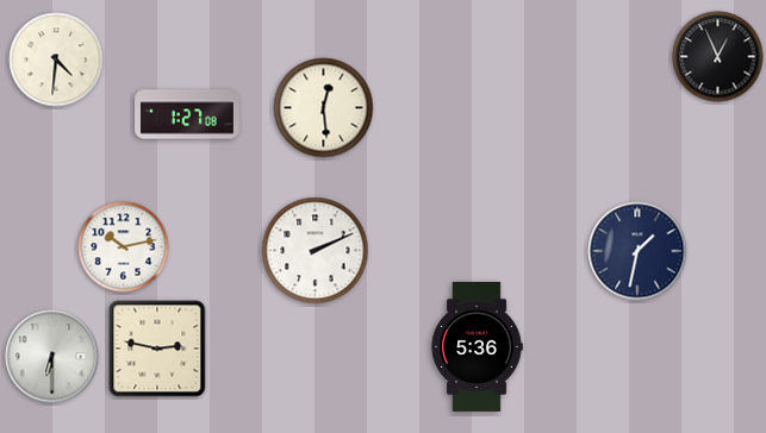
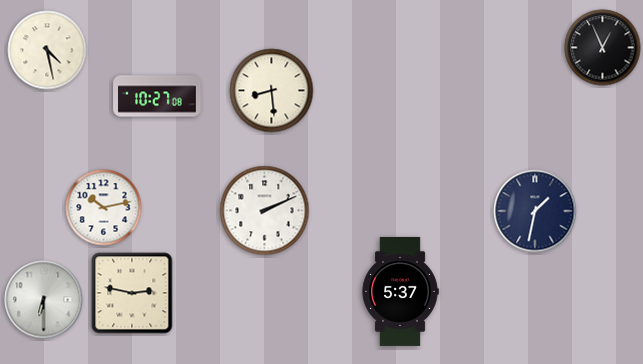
clock at (56, 59): 4:31 -> 4:28
clock at (324, 108): 12:29 -> 8:29
clock at (187, 114): 1:27 -> 10:27
clock at (477, 346): 5:36 -> 5:37
